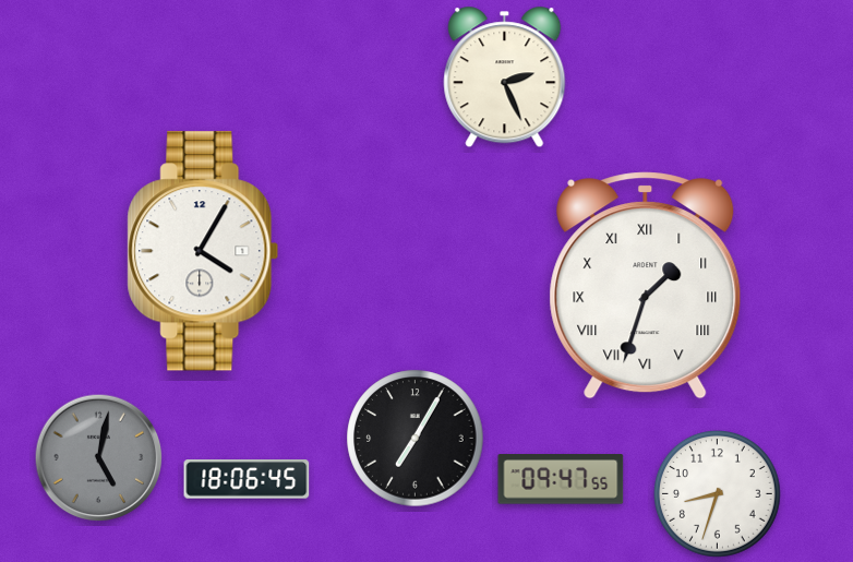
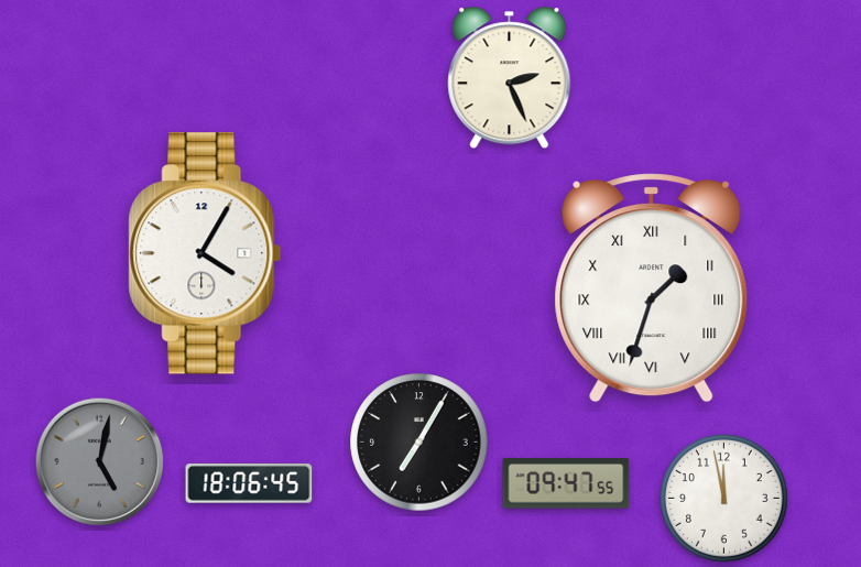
clock at (717, 493): 8:33 -> 11:58
